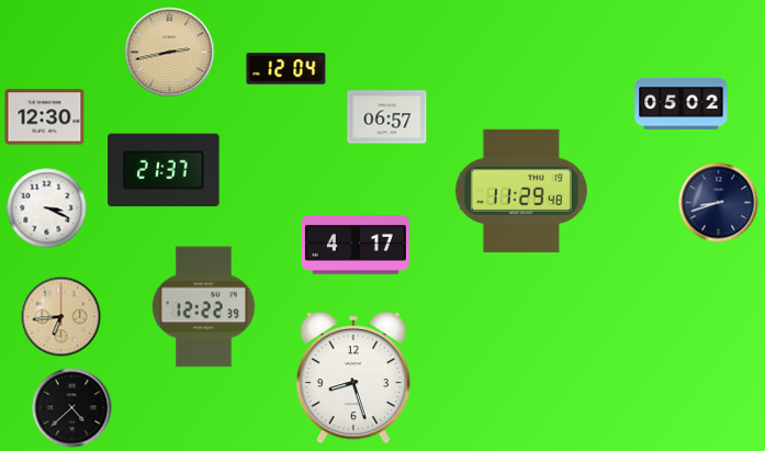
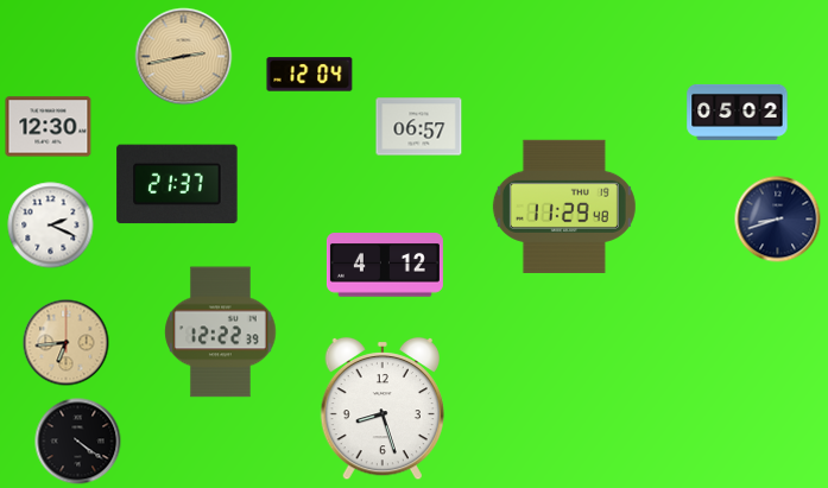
clock at (47, 208): 3:19 -> 2:19
clock at (356, 245): 4:17 -> 4:12
clock at (72, 408): 4:38 -> 4:21
